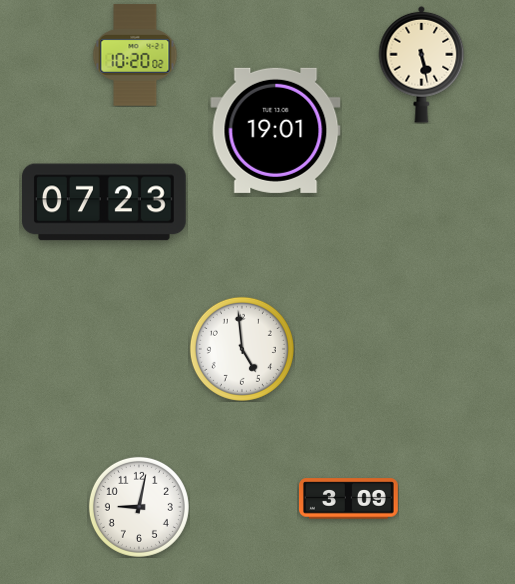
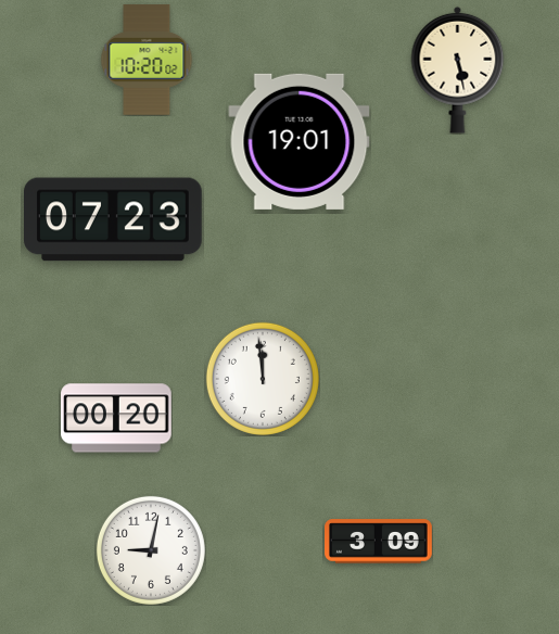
clock at (242, 349): 4:59 -> 11:59
clock at (116, 418): none -> 00:20
